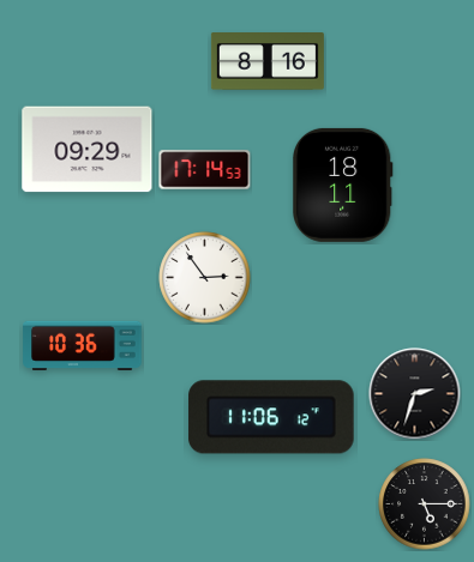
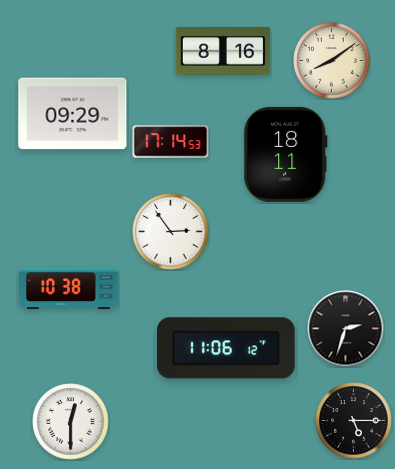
clock at (332, 61): none -> 8:09
clock at (88, 150) position: (88, 150) -> (73, 114)
clock at (83, 345): 10:36 -> 10:38
clock at (71, 422): none -> 12:30
